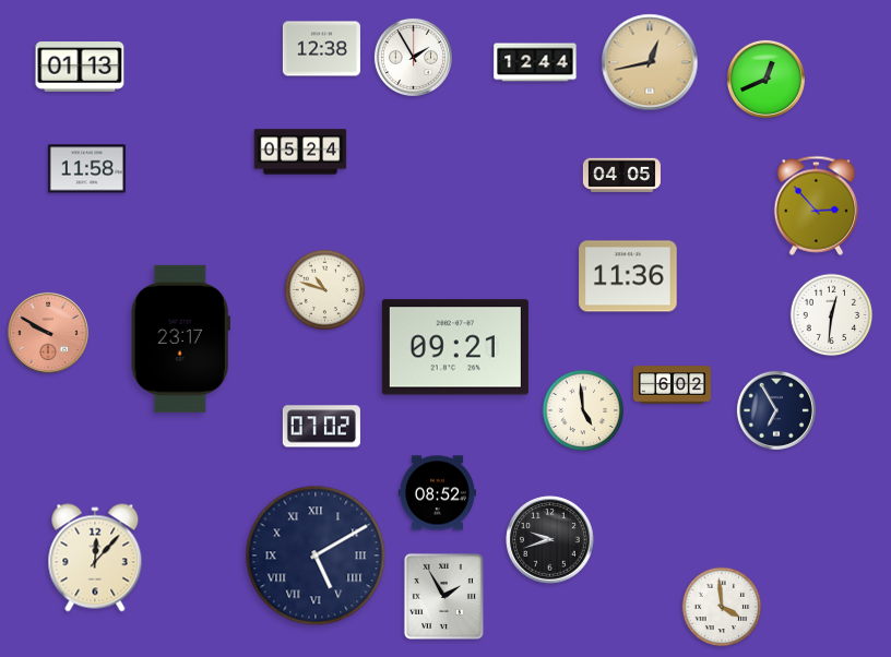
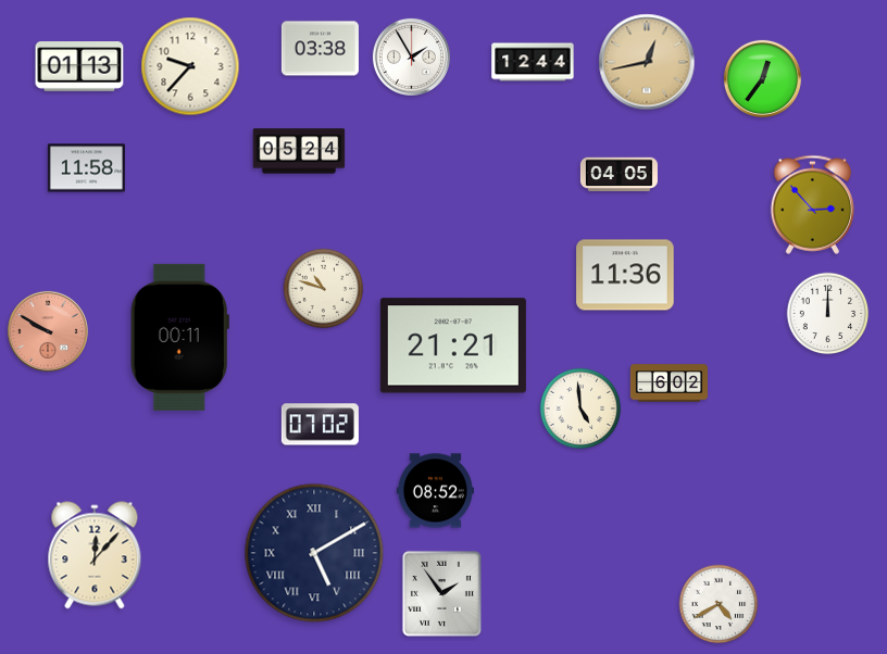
clock at (321, 49): 12:38 -> 03:38
clock at (190, 66): none -> 9:37
clock at (765, 79): 12:41 -> 12:36
clock at (832, 315): 12:31 -> 12:00
clock at (180, 338): 23:17 -> 00:11
clock at (455, 347): 09:21 -> 21:21
clock at (776, 410): 6:55 -> none
clock at (550, 540): 9:42 -> none
clock at (443, 596): 1:55 -> 1:54
clock at (722, 607): 3:59 -> 4:40
